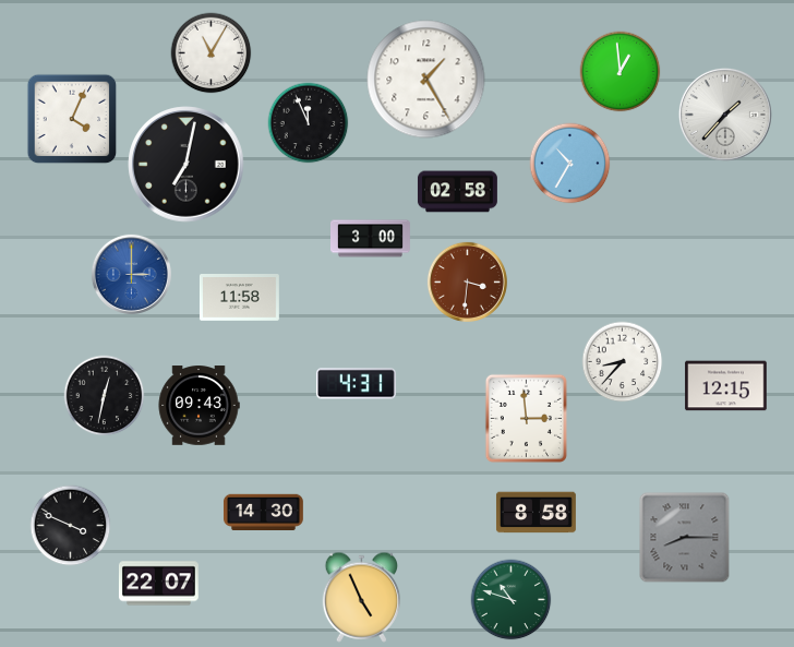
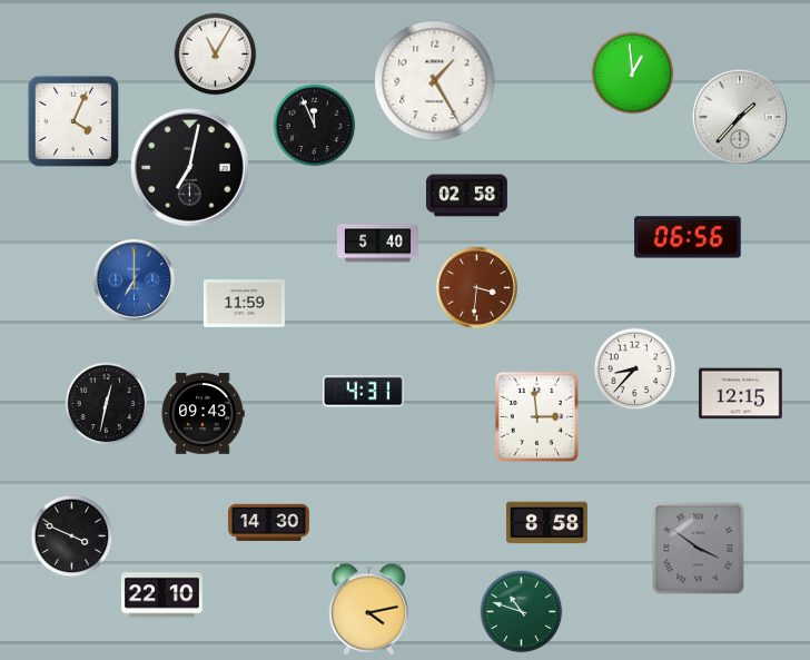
clock at (570, 164): 10:35 -> none
clock at (688, 237): none -> 06:56
clock at (371, 239): 3:00 -> 5:40
clock at (131, 274): 3:00 -> 7:00
clock at (239, 298): 11:58 -> 11:59
clock at (526, 418) position: (526, 418) -> (536, 416)
clock at (685, 538): 8:15 -> 3:51
clock at (158, 584): 22:07 -> 22:10
clock at (362, 597): 4:56 -> 4:13
